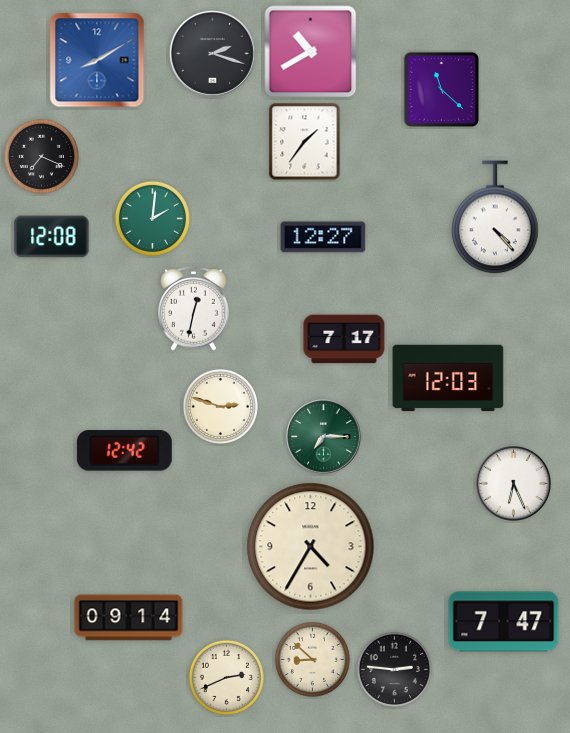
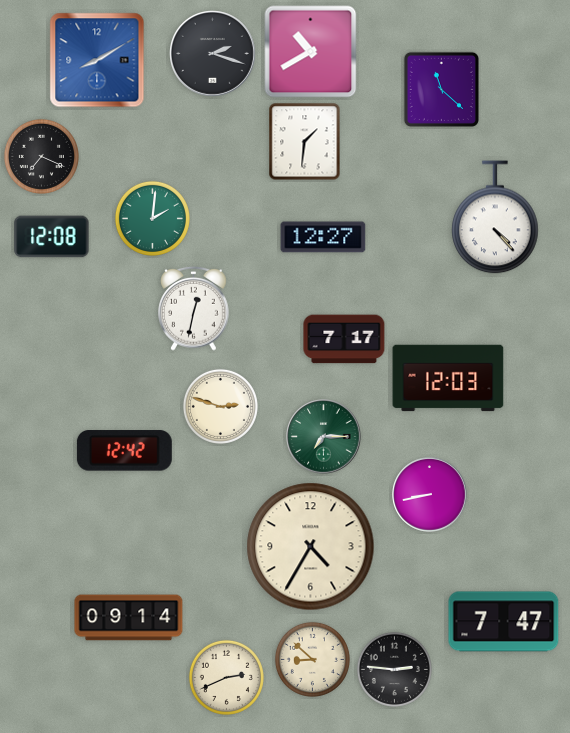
clock at (305, 142): 1:36 -> 1:31
clock at (514, 484): 6:26 -> none
clock at (430, 495): none -> 8:43
